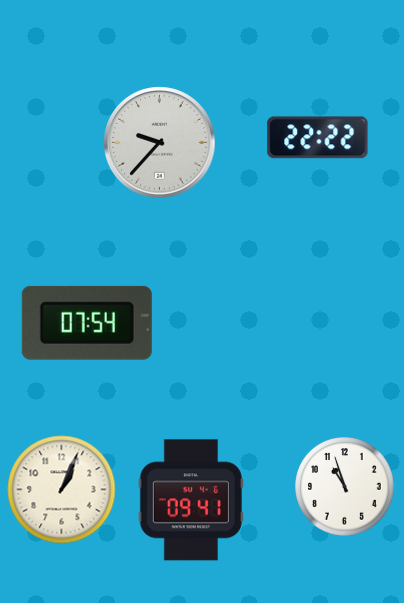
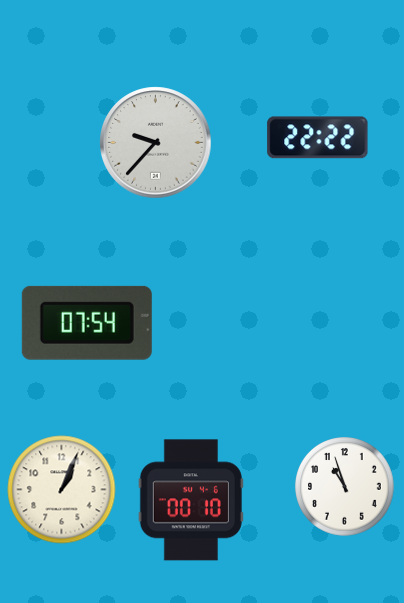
clock at (160, 143) position: (160, 143) -> (156, 143)
clock at (191, 500): 09:41 -> 00:10
